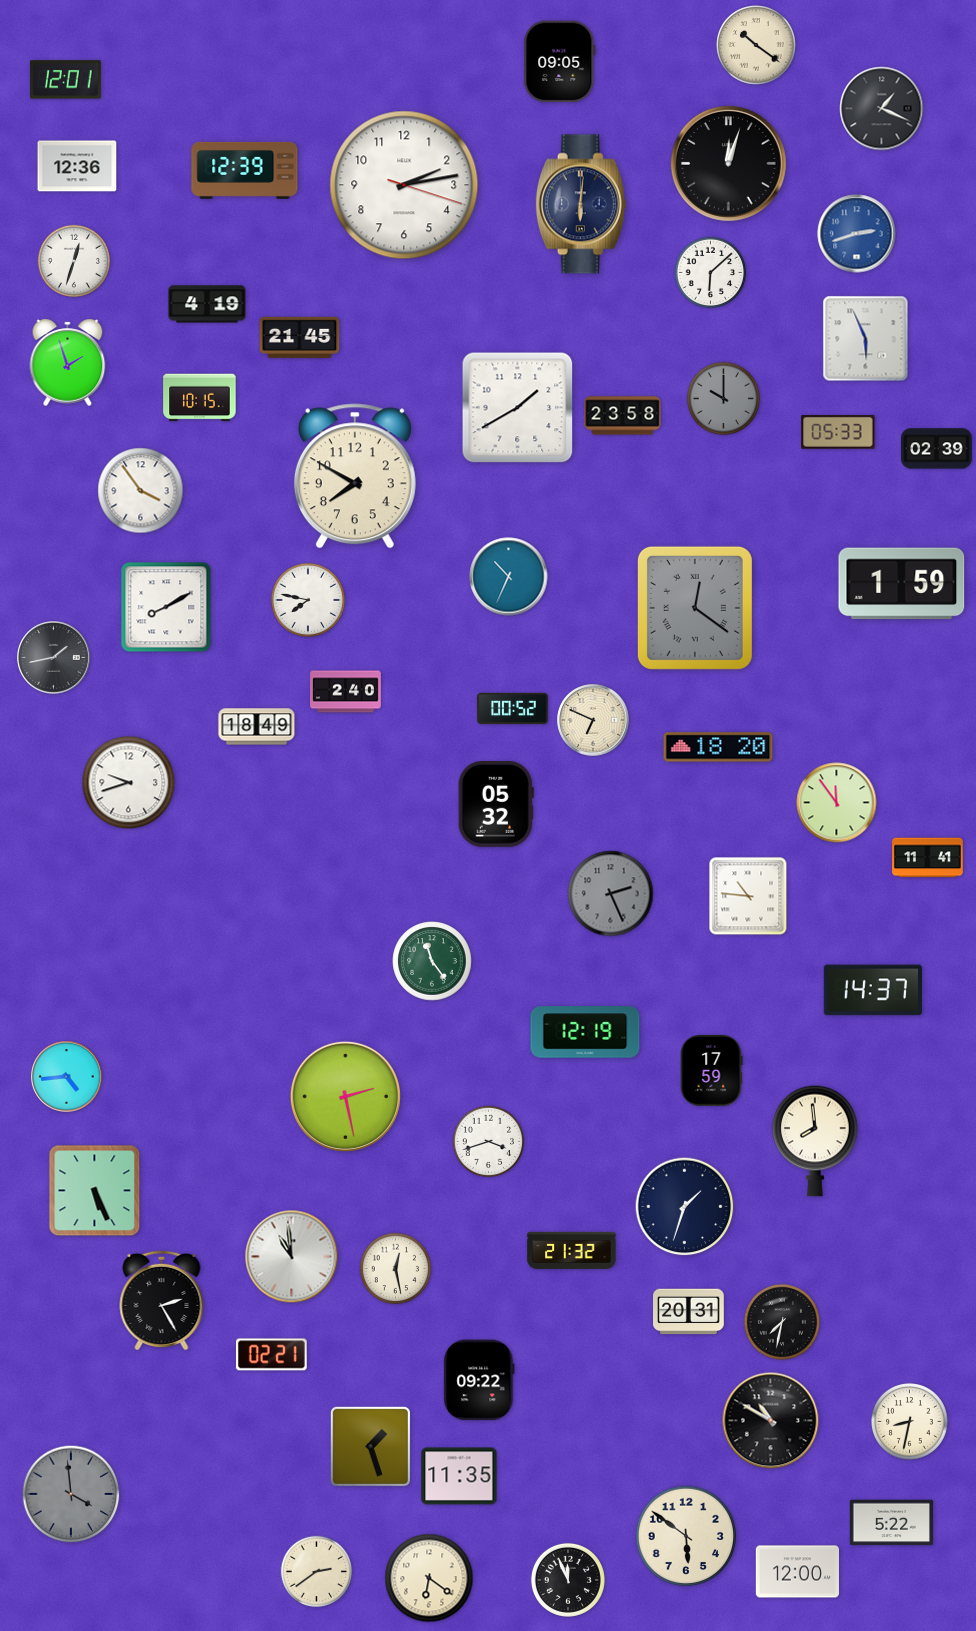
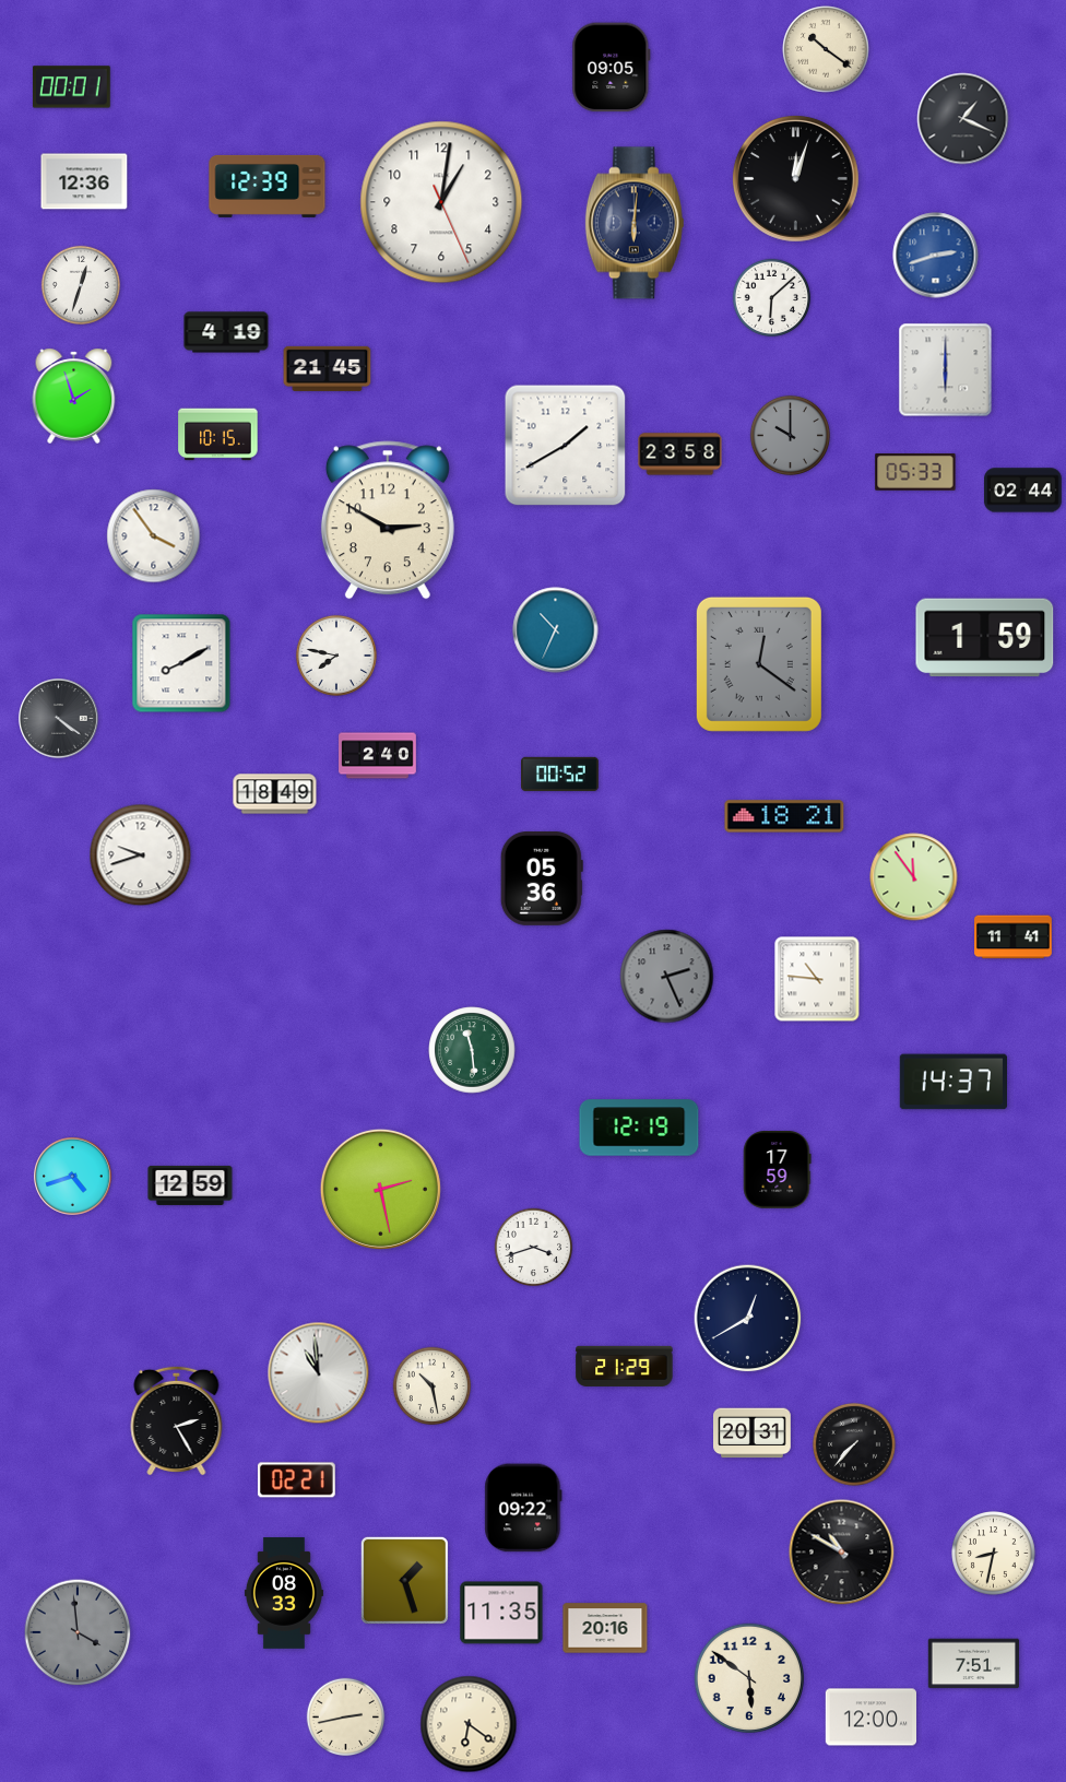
clock at (65, 80): 12:01 -> 00:01
clock at (404, 185): 2:13 -> 1:01
clock at (711, 273) position: (711, 273) -> (772, 298)
clock at (866, 339): 5:56 -> 6:00
clock at (937, 449): 02:39 -> 02:44
clock at (355, 476): 7:50 -> 2:50
clock at (54, 658): 1:43 -> 4:21
clock at (593, 720): 6:49 -> none
clock at (257, 727) position: (257, 727) -> (275, 794)
clock at (718, 747): 18:20 -> 18:21
clock at (496, 804): 05:32 -> 05:36
clock at (432, 961): 11:24 -> 11:29
clock at (67, 1077): 4:44 -> 4:42
clock at (190, 1185): none -> 12:59
clock at (345, 1096) position: (345, 1096) -> (380, 1189)
clock at (815, 1141): 7:59 -> none
clock at (95, 1191): 5:26 -> none
clock at (685, 1207): 1:33 -> 12:40
clock at (572, 1250): 21:32 -> 21:29
clock at (396, 1269): 12:28 -> 10:28
clock at (782, 1322): 7:32 -> 7:37
clock at (284, 1593): none -> 08:33
clock at (605, 1628): none -> 20:16
clock at (891, 1523): 5:22 -> 7:51
clock at (317, 1572): 2:39 -> 2:43
clock at (568, 1580): 11:56 -> none
